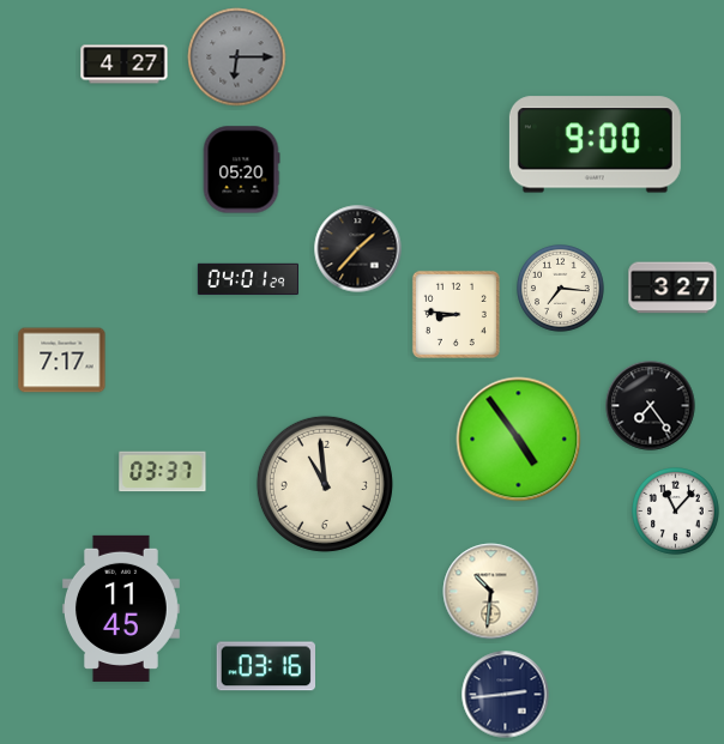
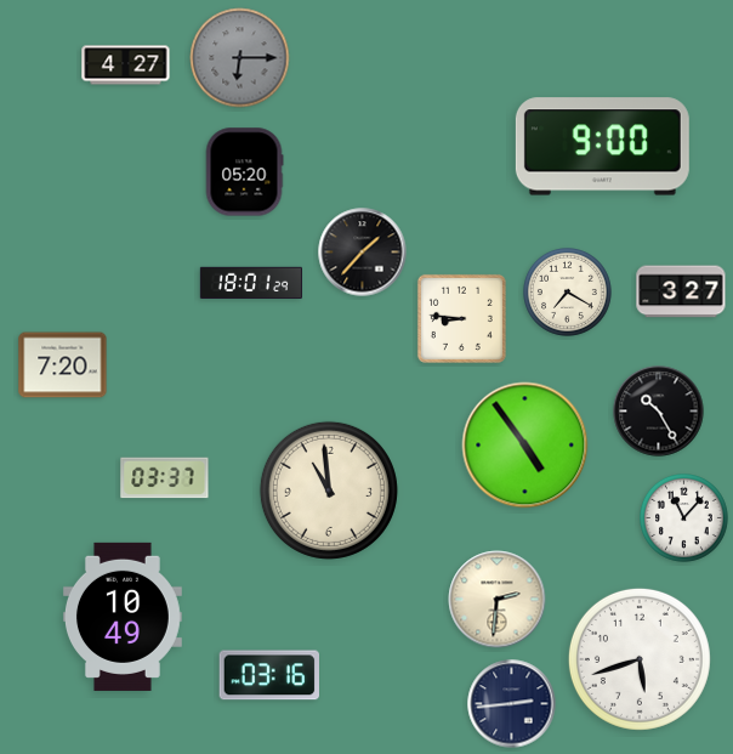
clock at (248, 279): 04:01 -> 18:01
clock at (561, 289): 7:16 -> 7:20
clock at (62, 361): 7:17 -> 7:20
clock at (651, 406): 7:24 -> 10:25
clock at (491, 592): 10:31 -> 2:31
clock at (121, 609): 11:45 -> 10:49
clock at (640, 659): none -> 5:42
